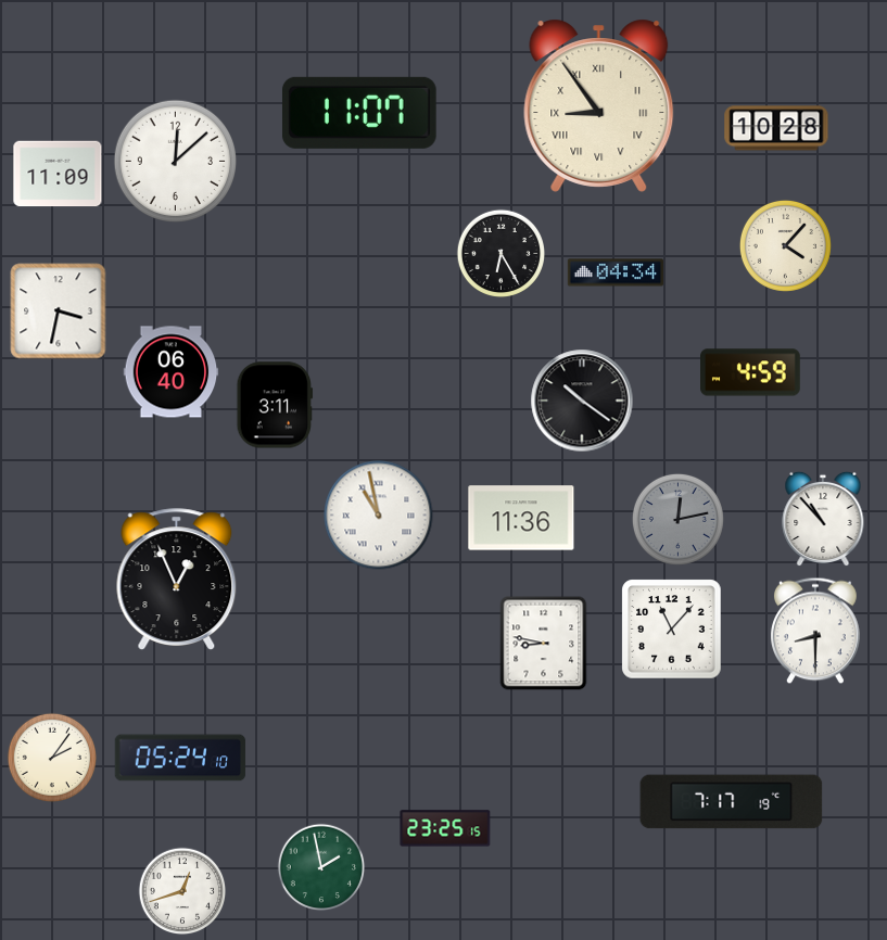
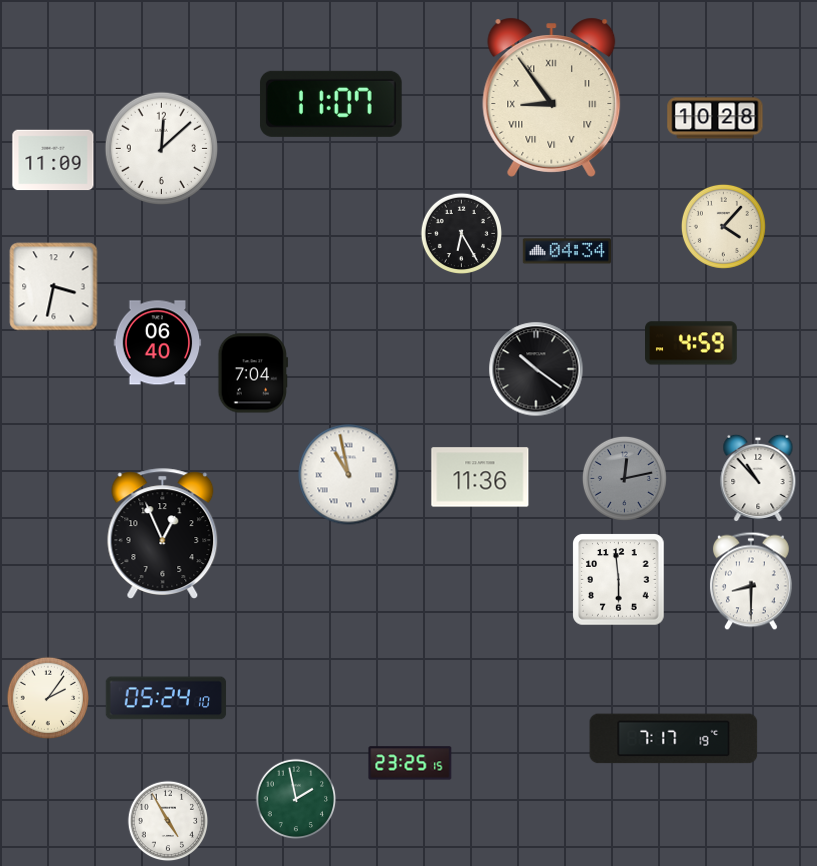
clock at (275, 405): 3:11 -> 7:04
clock at (672, 630): 11:07 -> 5:59
clock at (544, 644): 8:47 -> none
clock at (182, 891): 12:42 -> 4:55
